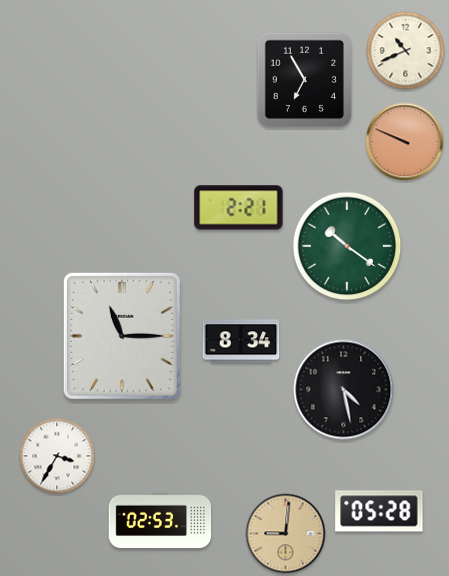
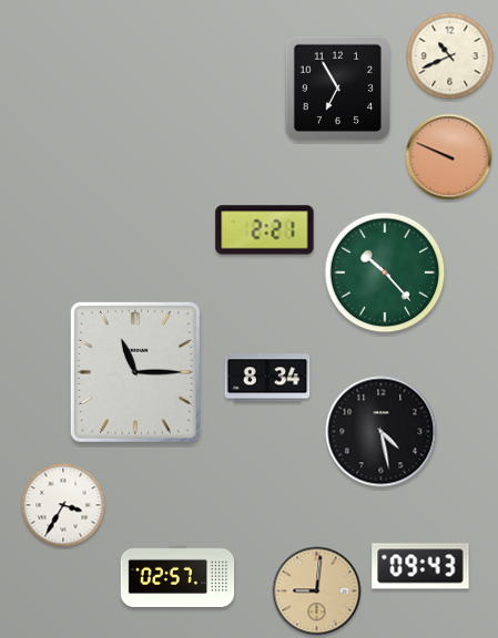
clock at (347, 246): 10:21 -> 10:23
clock at (379, 511): 05:28 -> 09:43
clock at (160, 519): 02:53 -> 02:57
